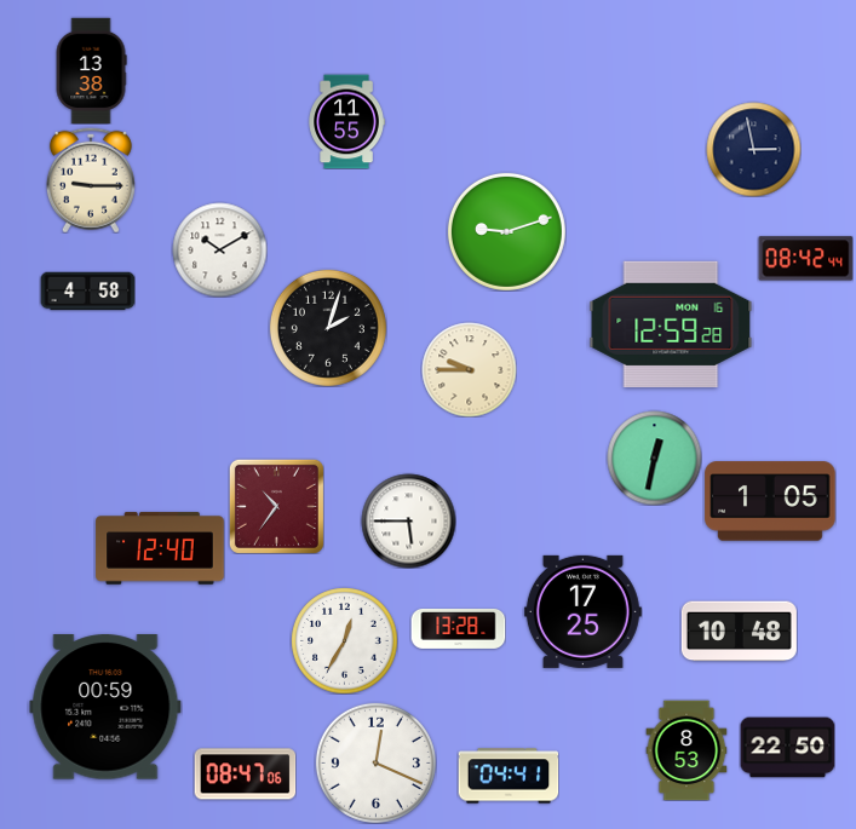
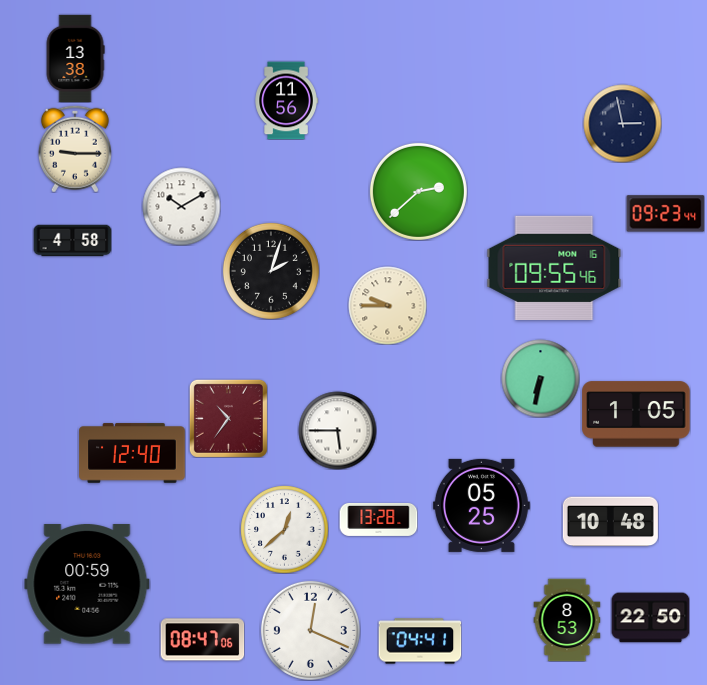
clock at (346, 121): 11:55 -> 11:56
clock at (506, 231): 9:12 -> 2:38
clock at (805, 259): 08:42 -> 09:23
clock at (671, 324): 12:59 -> 09:55
clock at (654, 457): 12:32 -> 6:32
clock at (582, 611): 17:25 -> 05:25
clock at (344, 640): 12:35 -> 12:38
